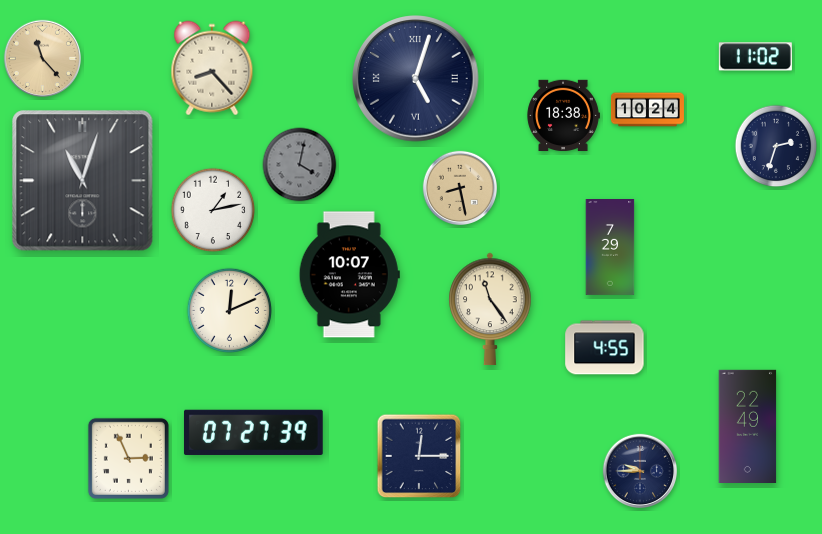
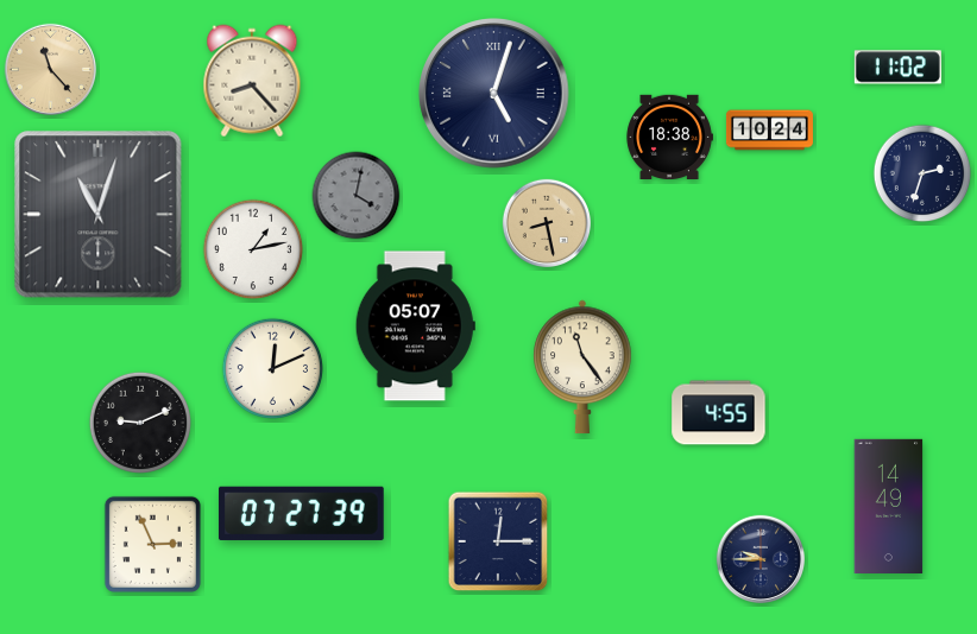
clock at (610, 248): 7:29 -> none
clock at (349, 275): 10:07 -> 05:07
clock at (139, 421): none -> 9:11
clock at (748, 426): 22:49 -> 14:49
